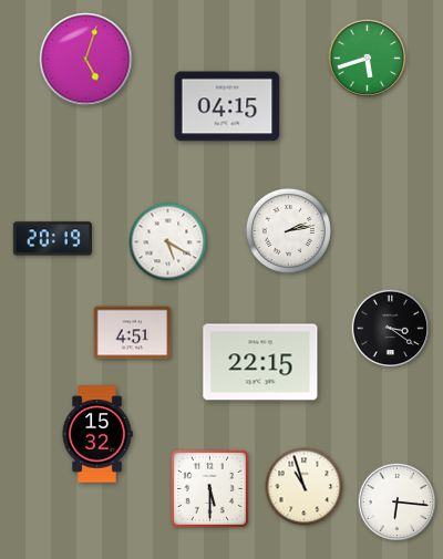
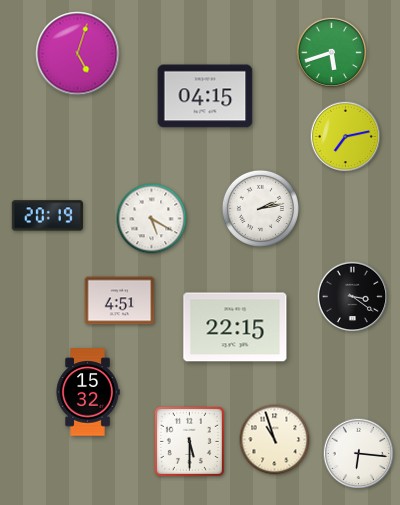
clock at (346, 137): none -> 7:13
